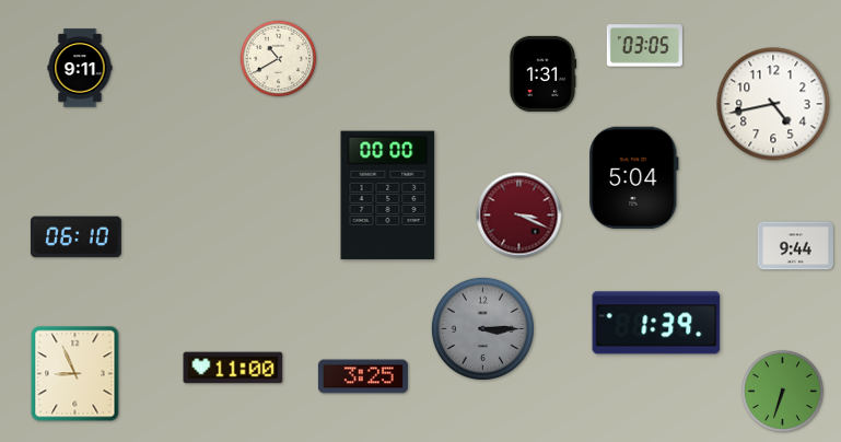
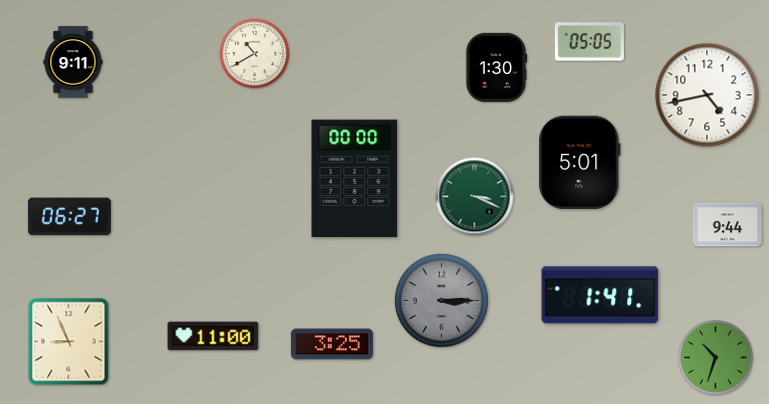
clock at (644, 46): 03:05 -> 05:05
clock at (542, 73): 1:31 -> 1:30
clock at (634, 177): 5:04 -> 5:01
clock at (519, 216) dial: burgundy -> green
clock at (75, 237): 06:10 -> 06:27
clock at (656, 323): 1:39 -> 1:41
clock at (782, 391): 6:33 -> 10:33
